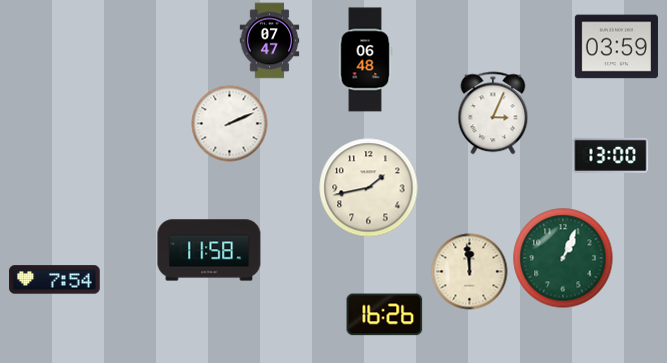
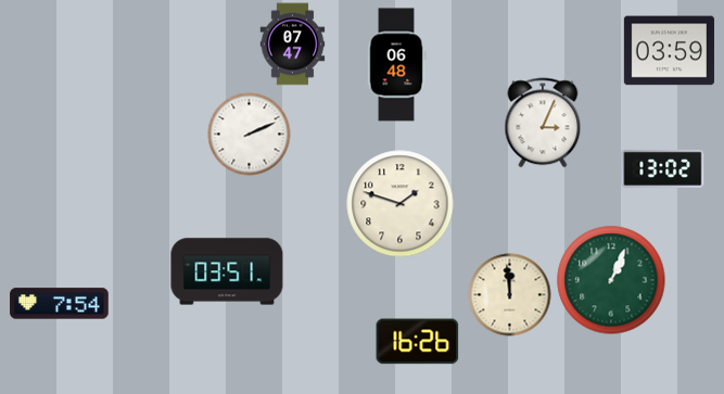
clock at (493, 113) position: (493, 113) -> (543, 123)
clock at (611, 155): 13:00 -> 13:02
clock at (369, 188): 1:43 -> 1:48
clock at (209, 250): 11:58 -> 03:51
